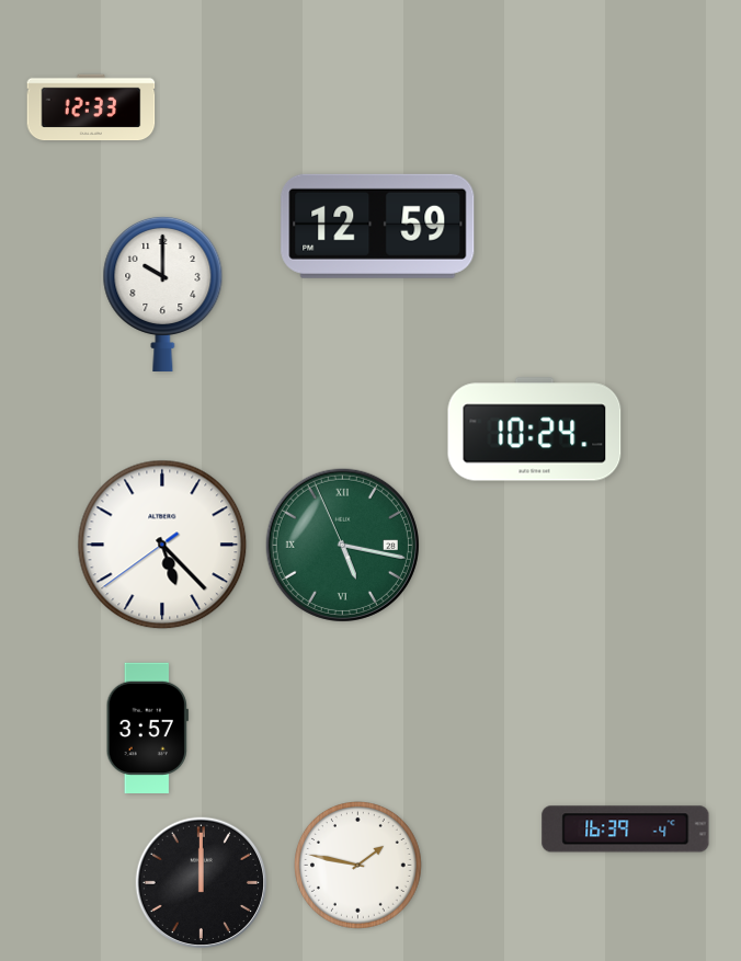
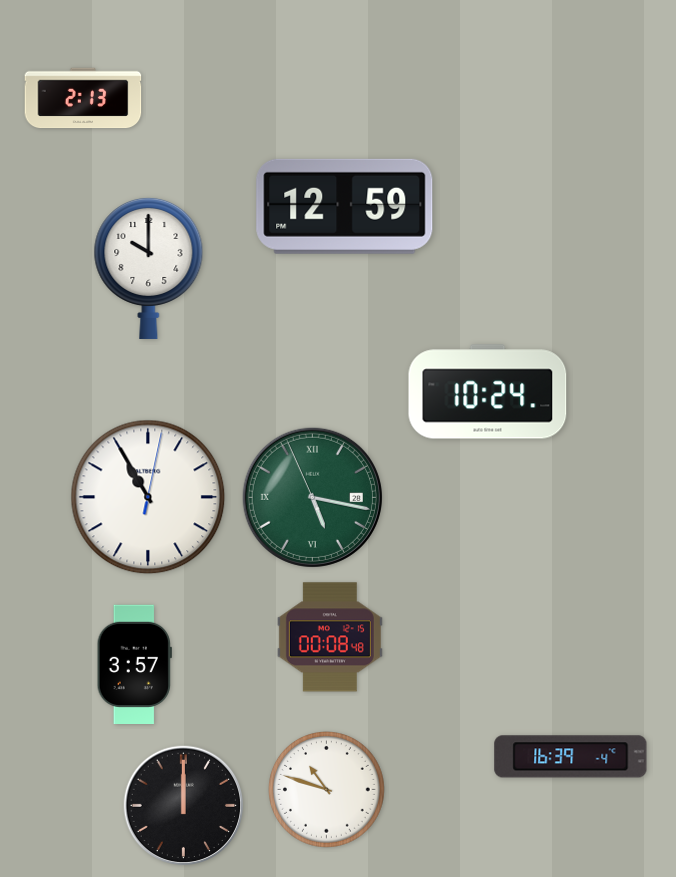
clock at (91, 107): 12:33 -> 2:13
clock at (162, 545): 5:22 -> 10:55
clock at (330, 637): none -> 00:08
clock at (358, 866): 1:47 -> 10:48
